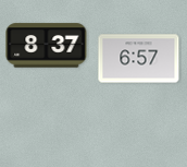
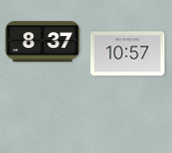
clock at (139, 59): 6:57 -> 10:57
